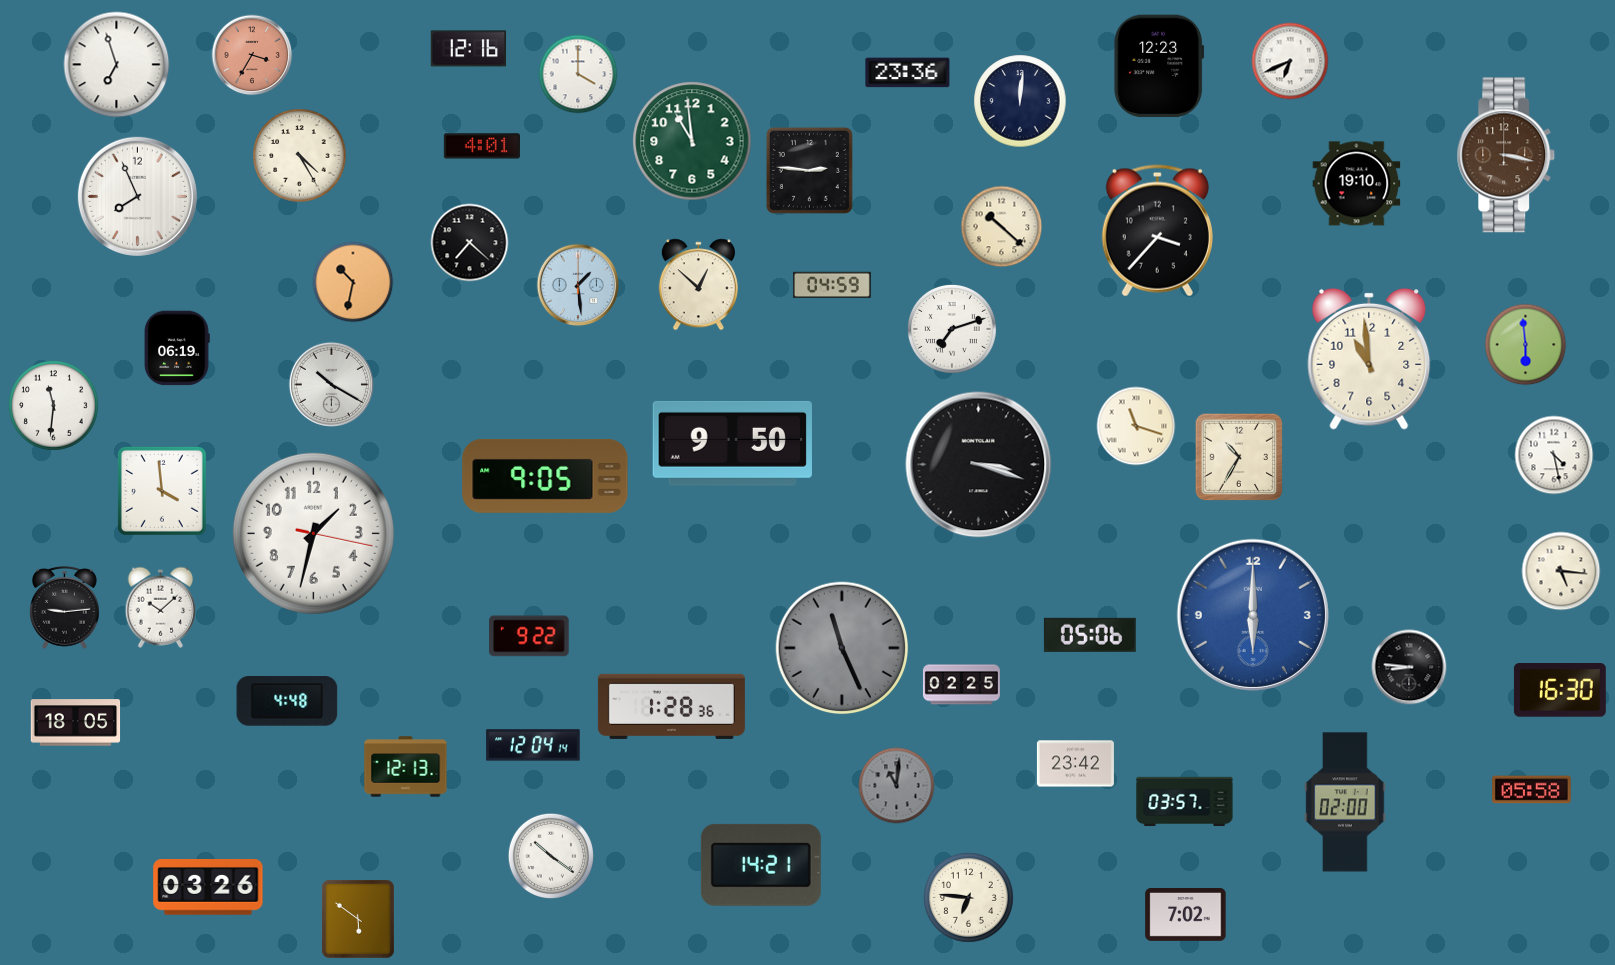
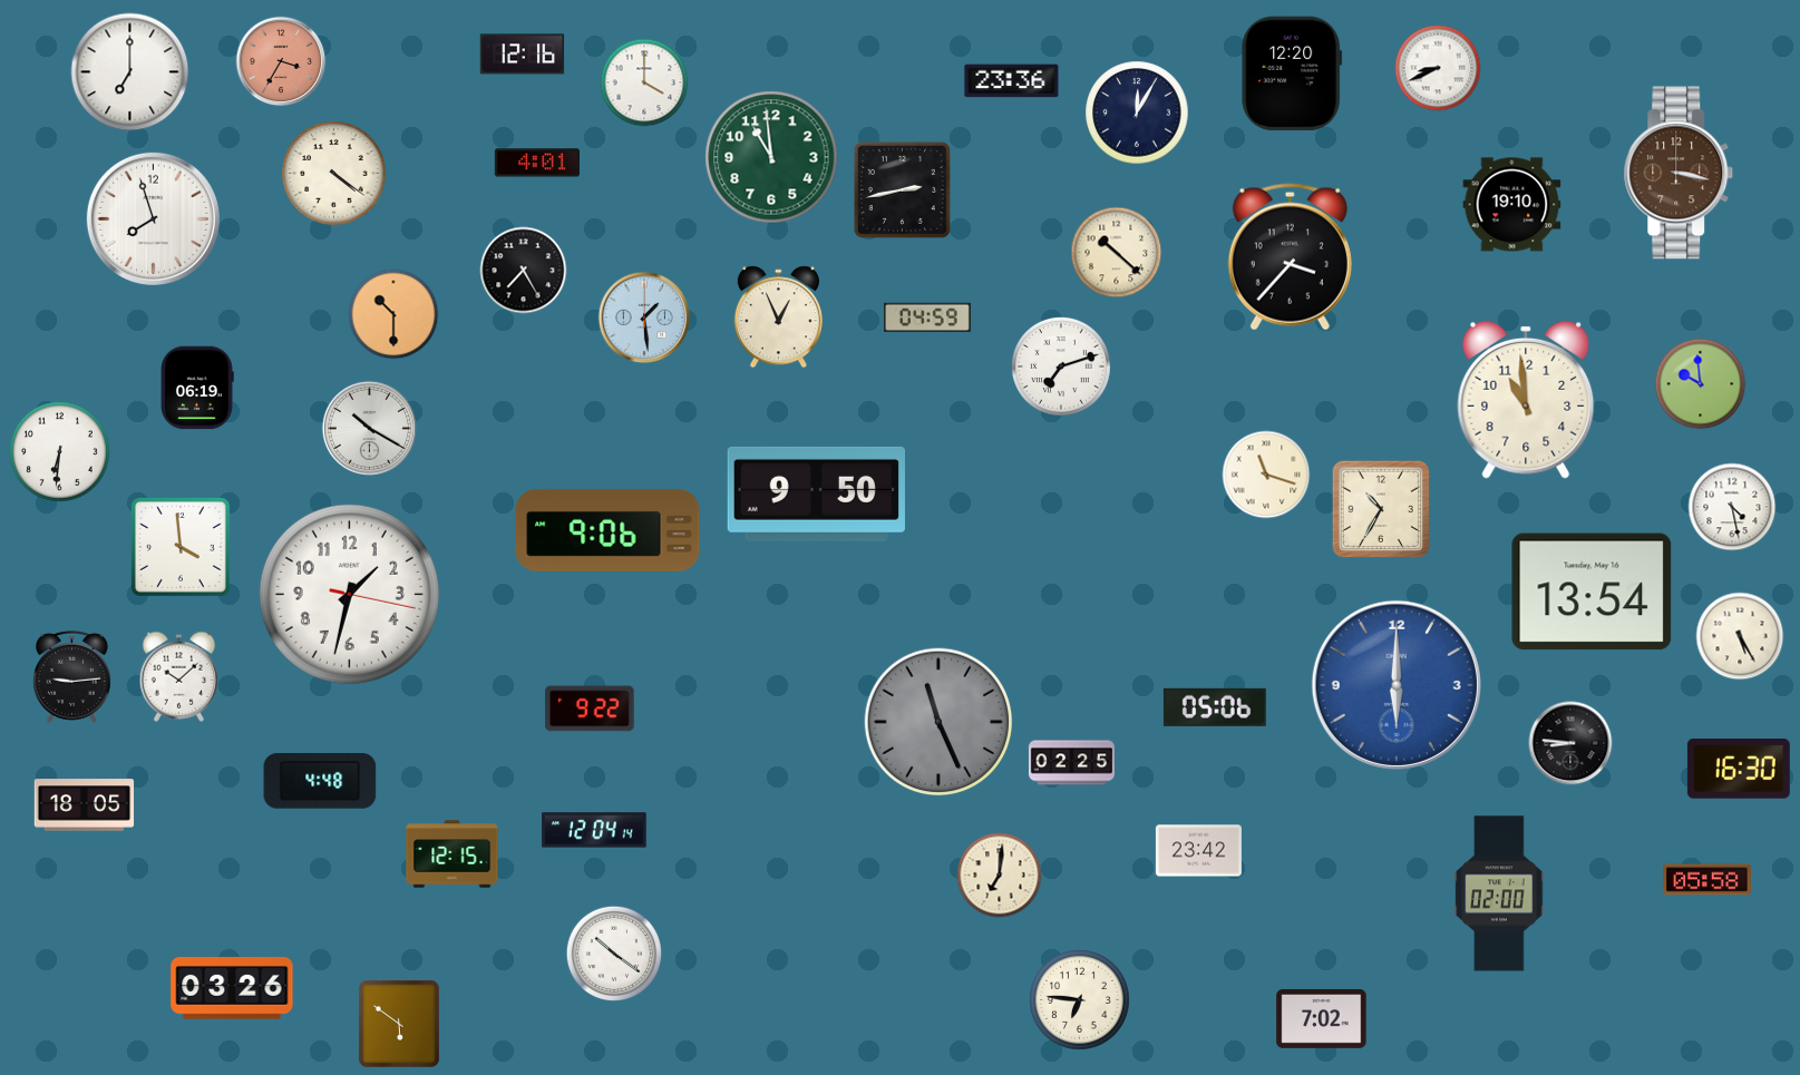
clock at (1290, 61): 6:41 -> 8:41
clock at (117, 65): 6:57 -> 7:00
clock at (1159, 66): 12:23 -> 12:20
clock at (1020, 101): 12:01 -> 12:05
clock at (300, 156): 4:25 -> 4:21
clock at (809, 170): 2:46 -> 2:43
clock at (137, 196): 7:56 -> 7:57
clock at (470, 243): 7:22 -> 7:25
clock at (353, 282): 10:32 -> 10:30
clock at (698, 285): 12:52 -> 12:56
clock at (1526, 345): 5:59 -> 9:59
clock at (54, 406): 11:31 -> 6:31
clock at (979, 465): 3:18 -> none
clock at (545, 476): 9:05 -> 9:06
clock at (1592, 592): none -> 13:54
clock at (1561, 571): 5:16 -> 5:25
clock at (671, 706): 1:28 -> none
clock at (406, 767): 12:13 -> 12:15
clock at (897, 786): 11:01 -> 7:01
clock at (897, 786) dial: grey -> cream
clock at (1185, 802): 03:57 -> none
clock at (761, 865): 14:21 -> none
